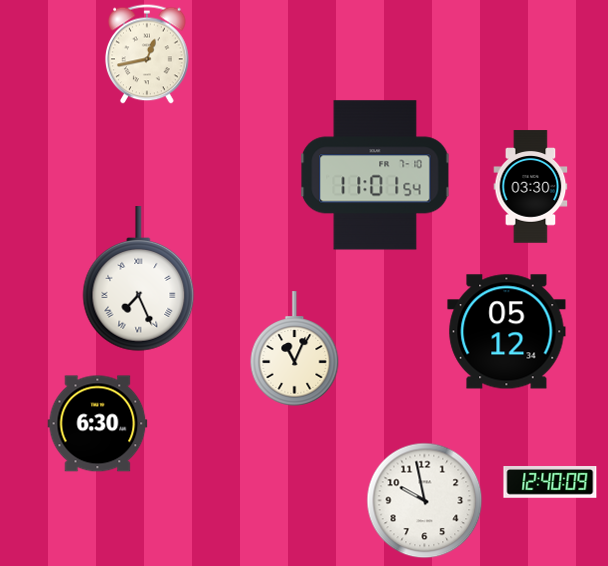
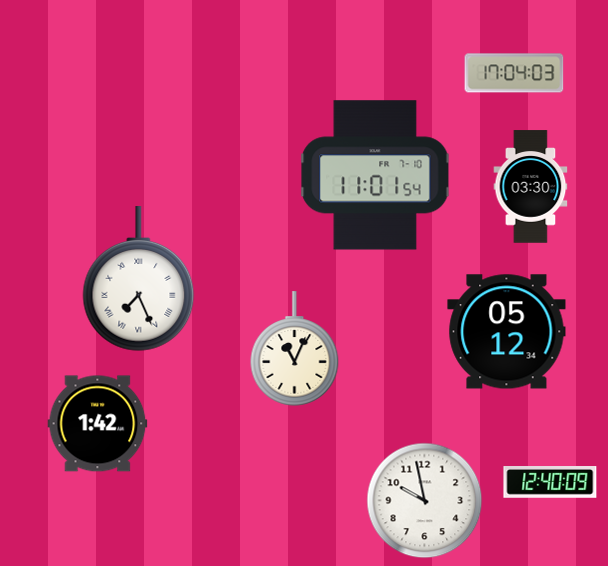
clock at (147, 54): 12:43 -> none
clock at (514, 73): none -> 17:04
clock at (98, 424): 6:30 -> 1:42
